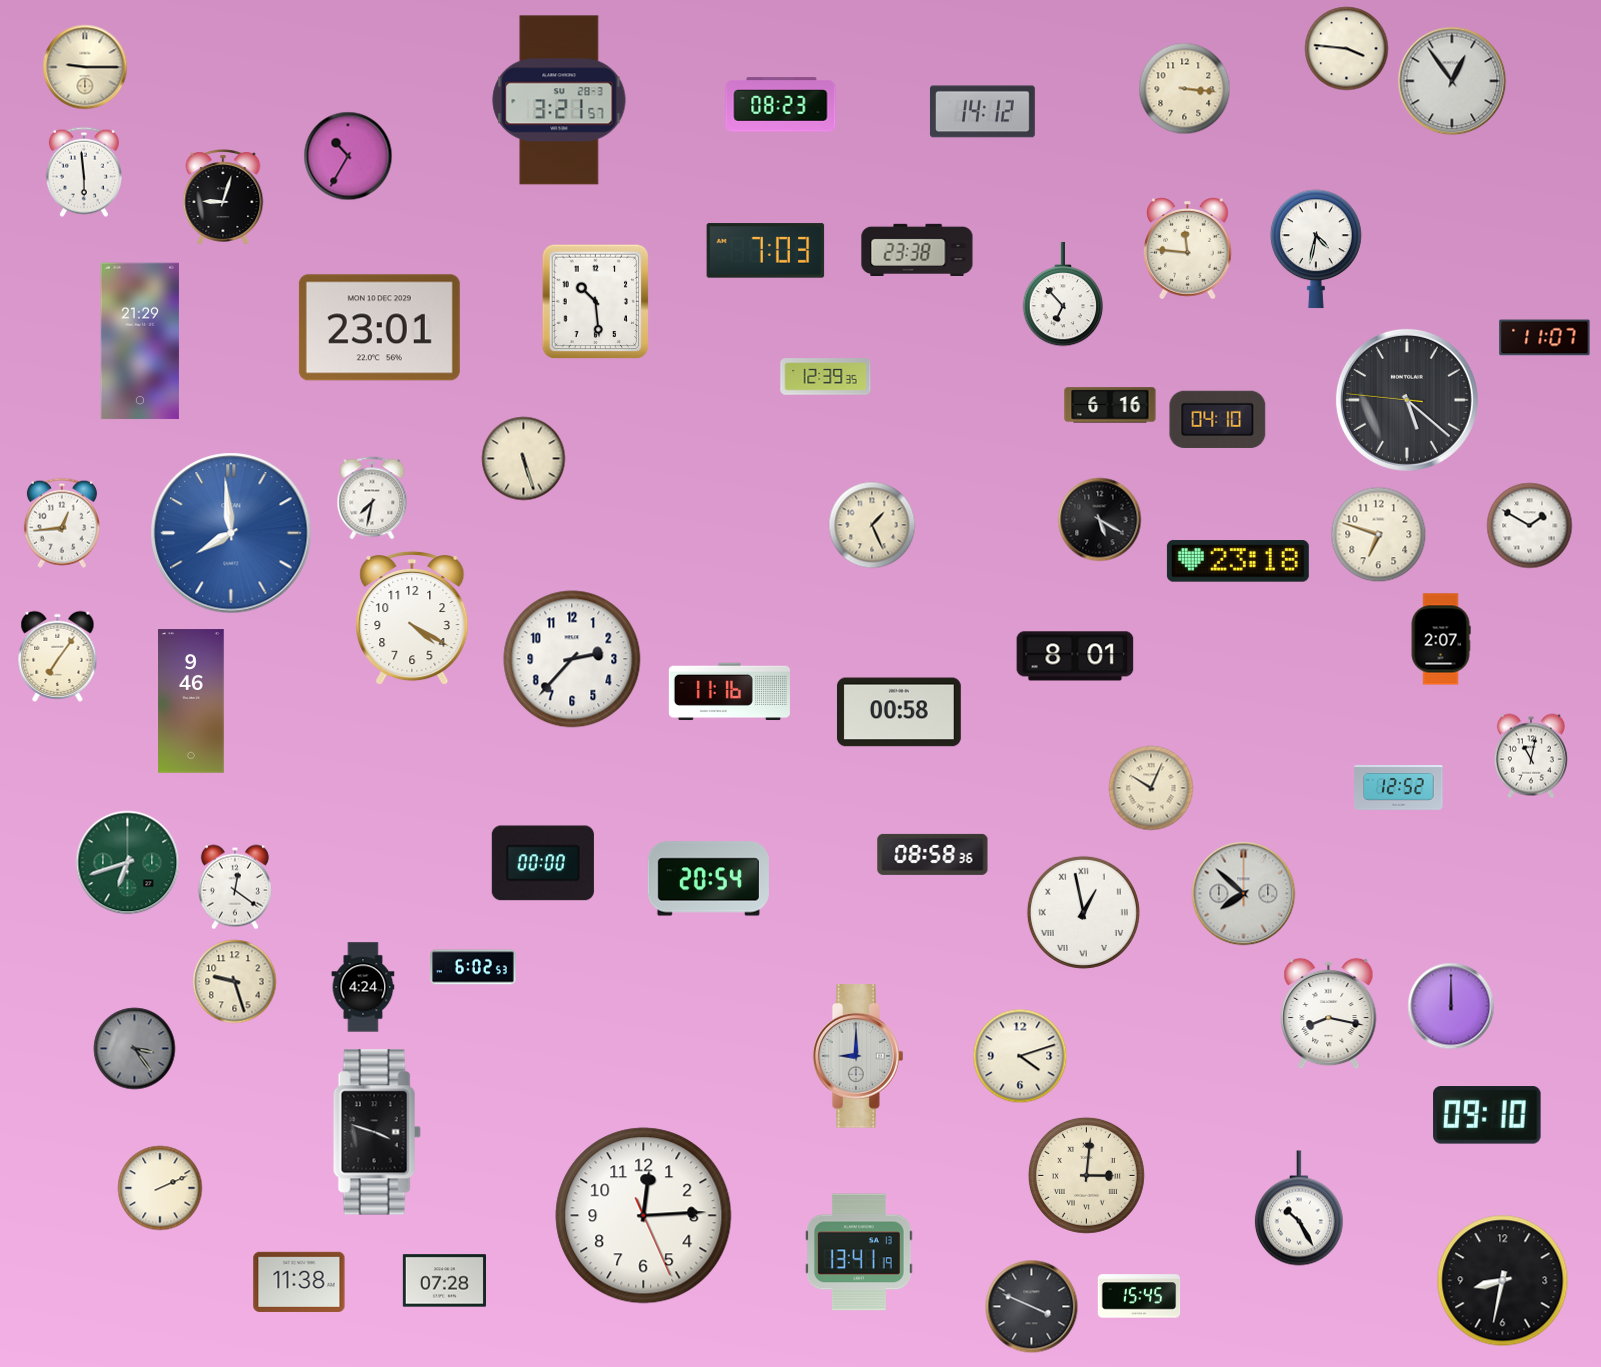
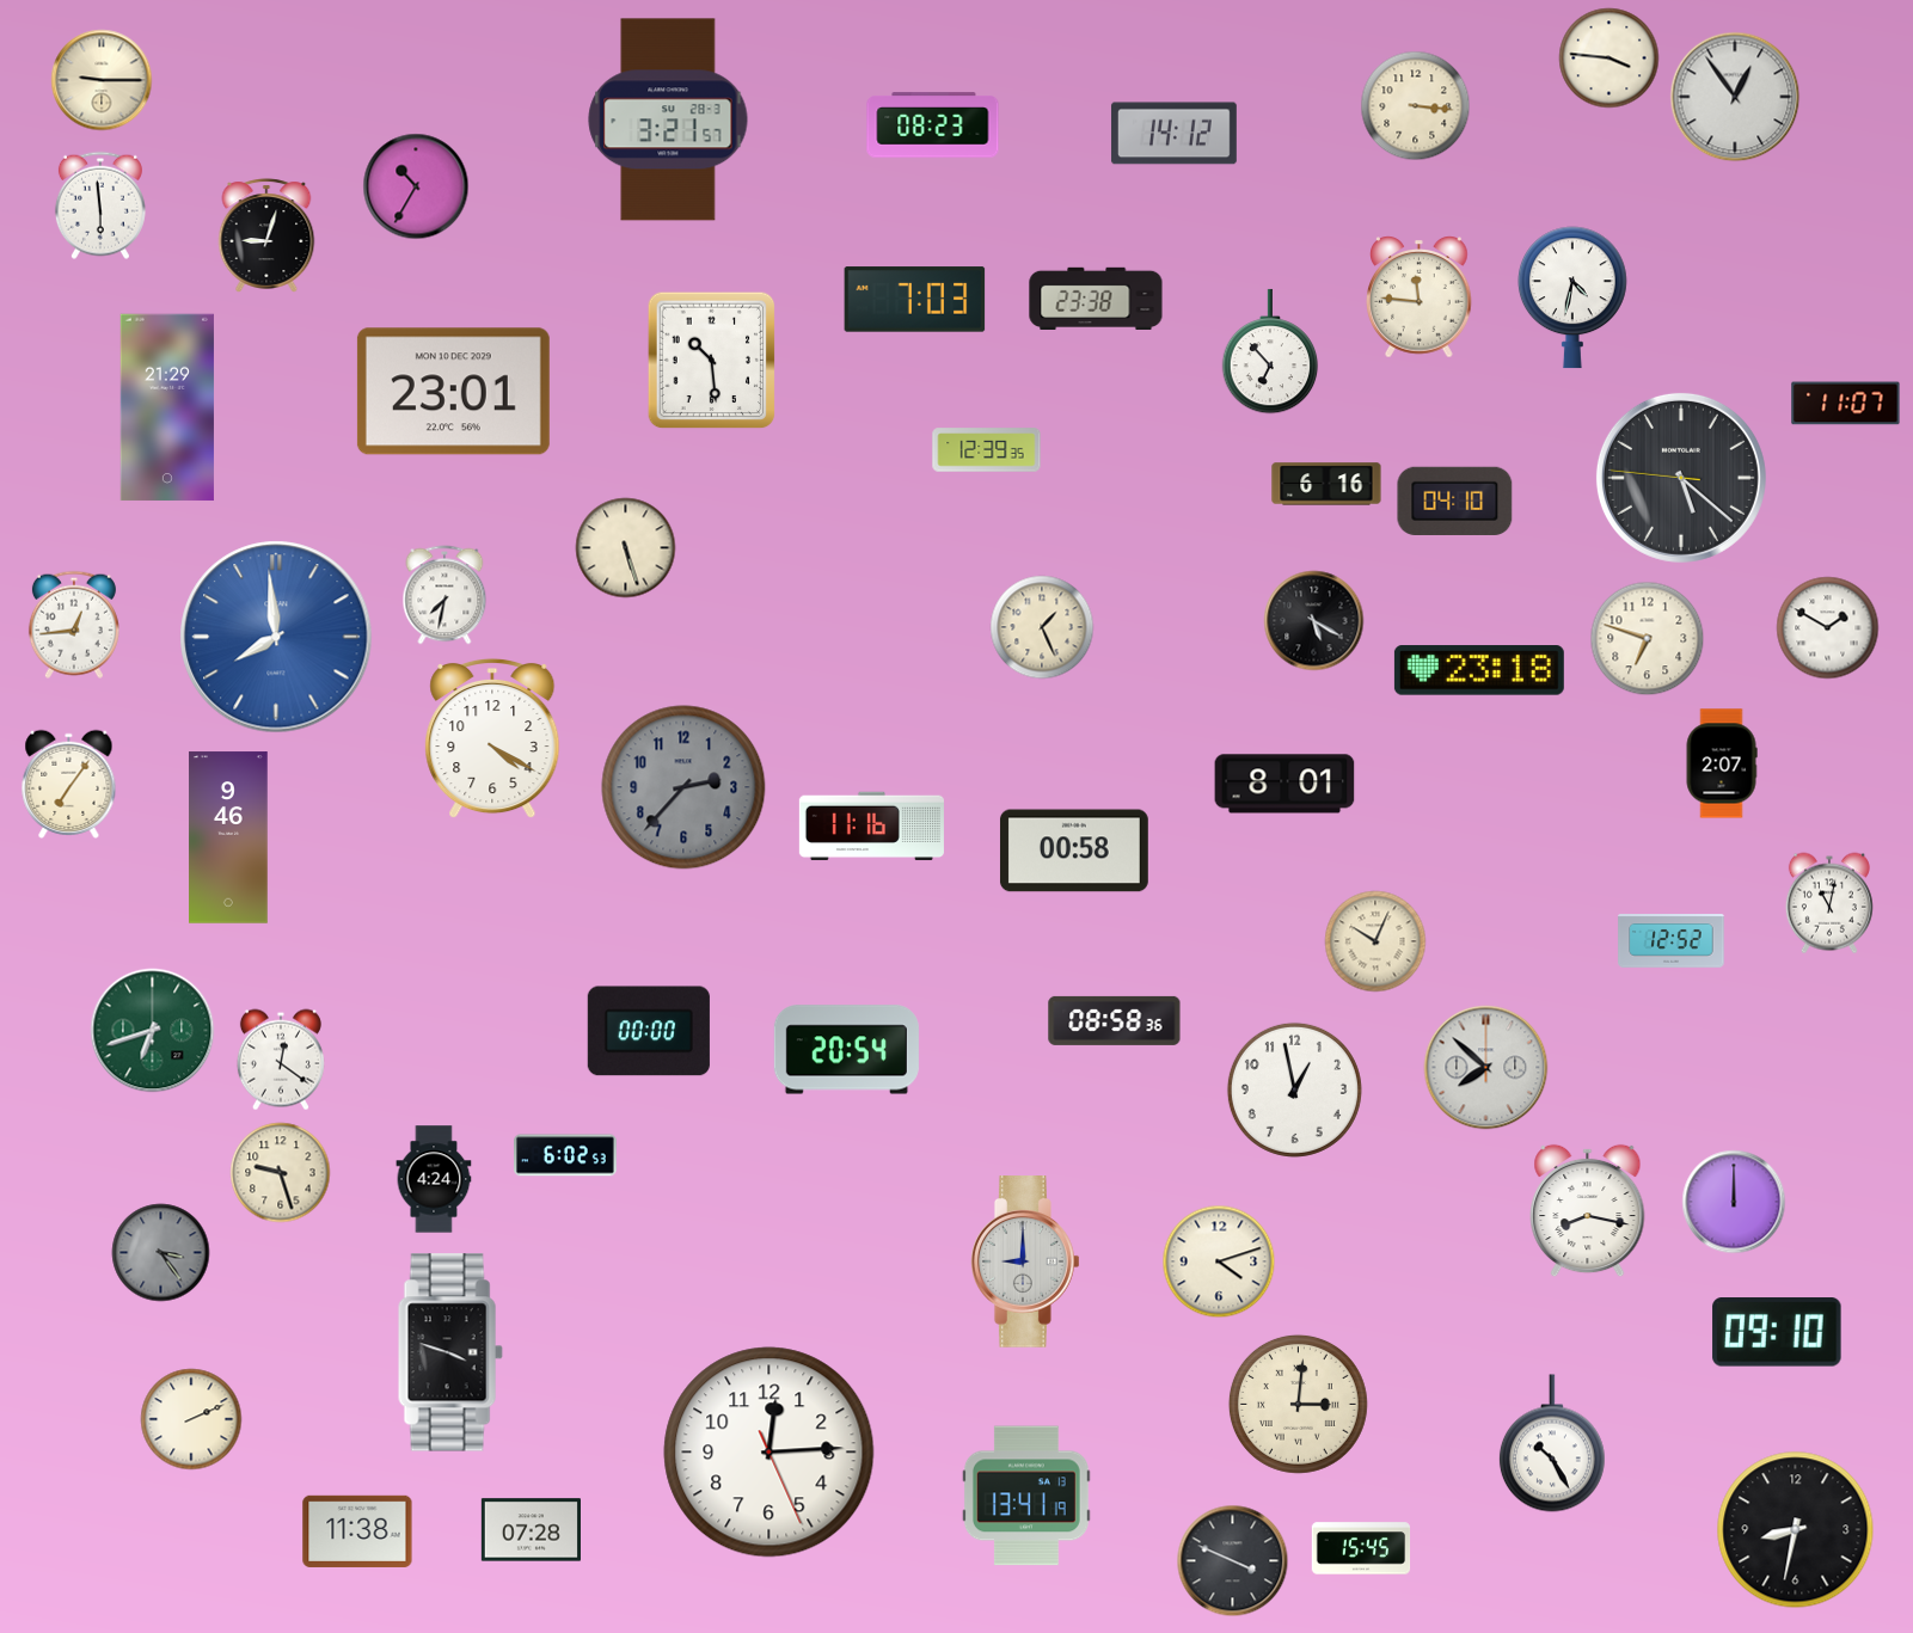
clock at (572, 659) dial: white -> grey
clock at (1083, 912) numerals: Roman -> Arabic
